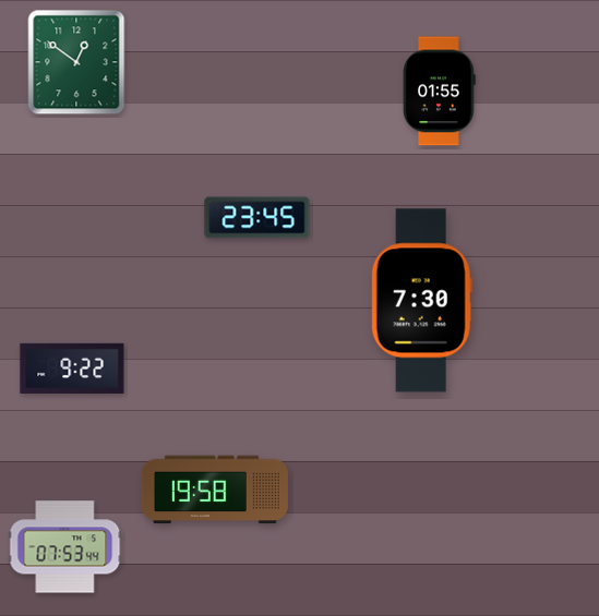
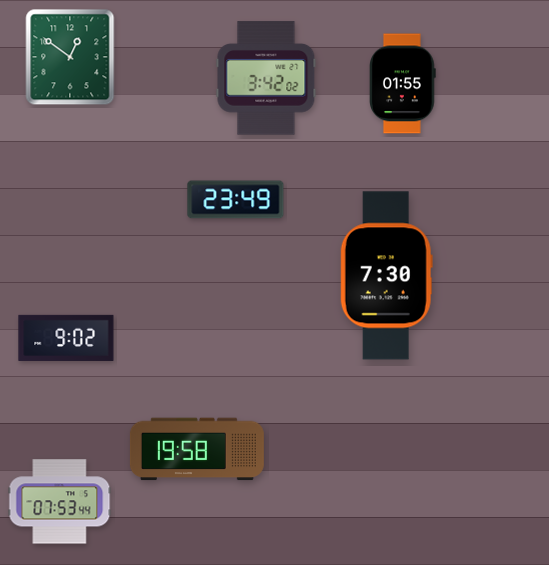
clock at (266, 78): none -> 3:42
clock at (257, 218): 23:45 -> 23:49
clock at (72, 369): 9:22 -> 9:02
